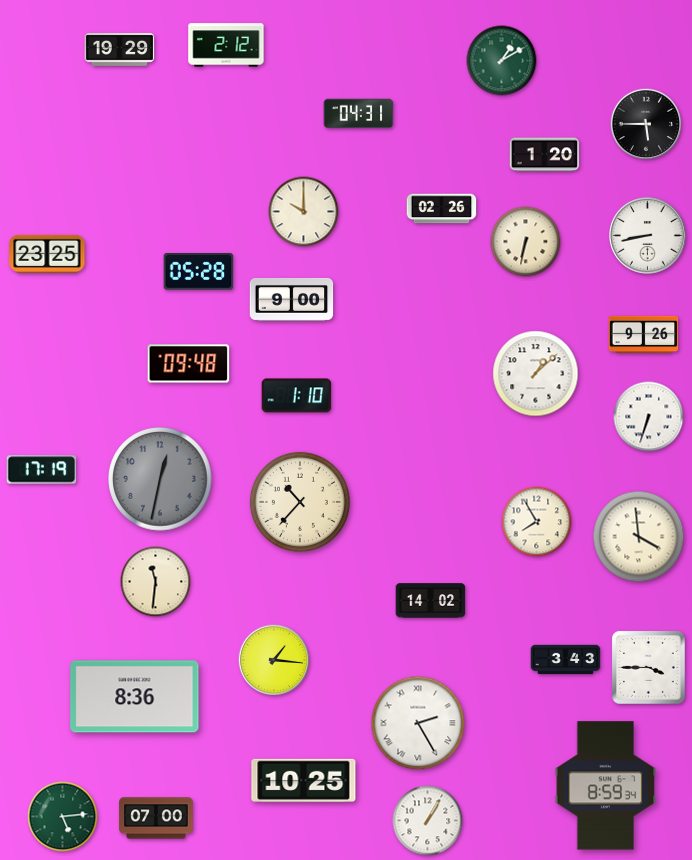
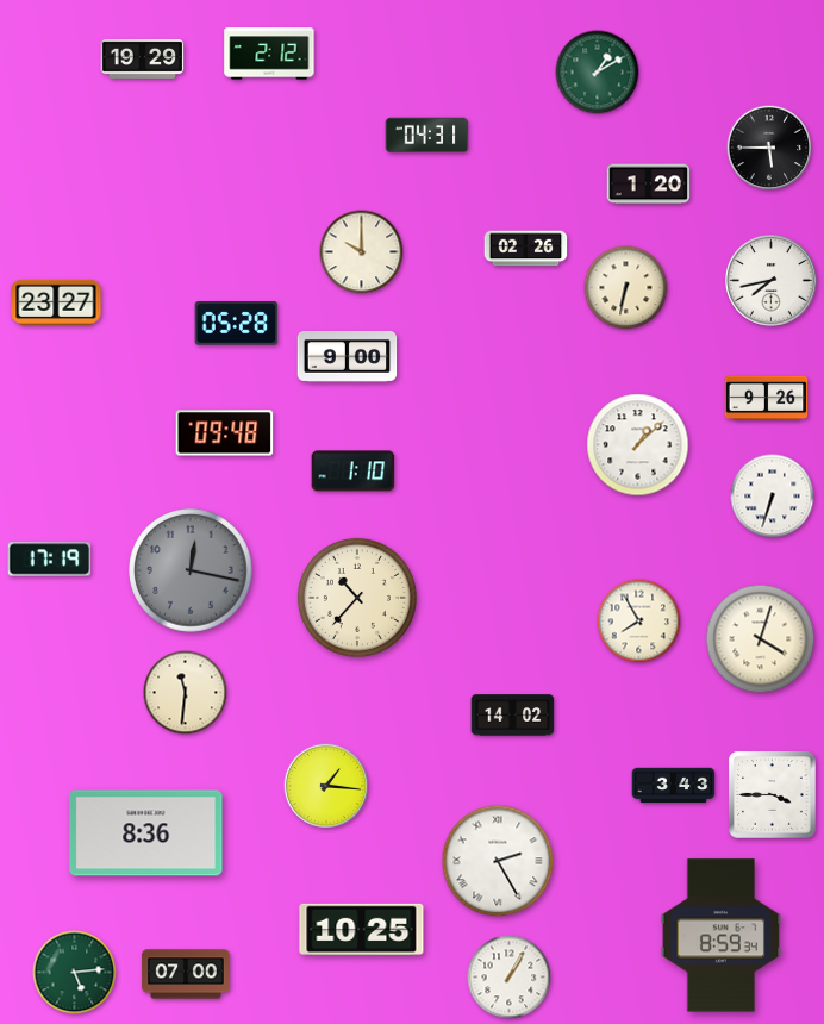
clock at (648, 236): 8:43 -> 7:43
clock at (47, 254): 23:25 -> 23:27
clock at (160, 479): 12:32 -> 12:17
clock at (639, 537): 3:59 -> 4:03
clock at (135, 697) position: (135, 697) -> (146, 833)
